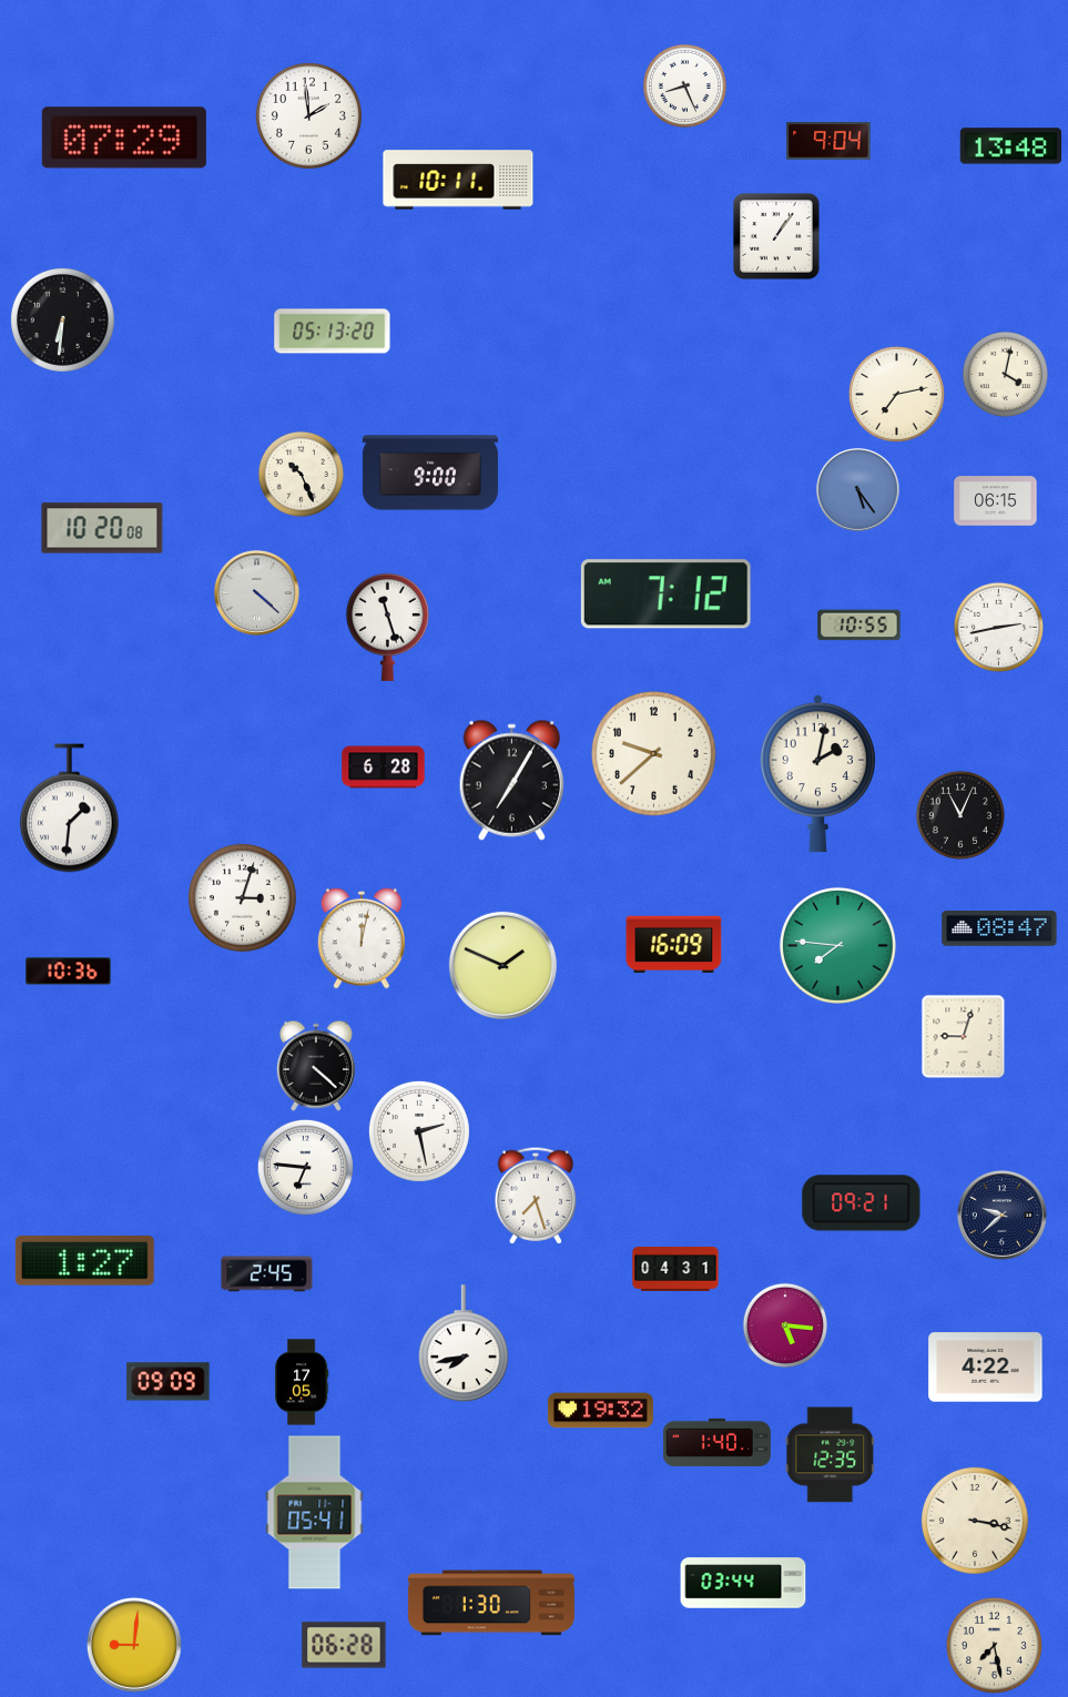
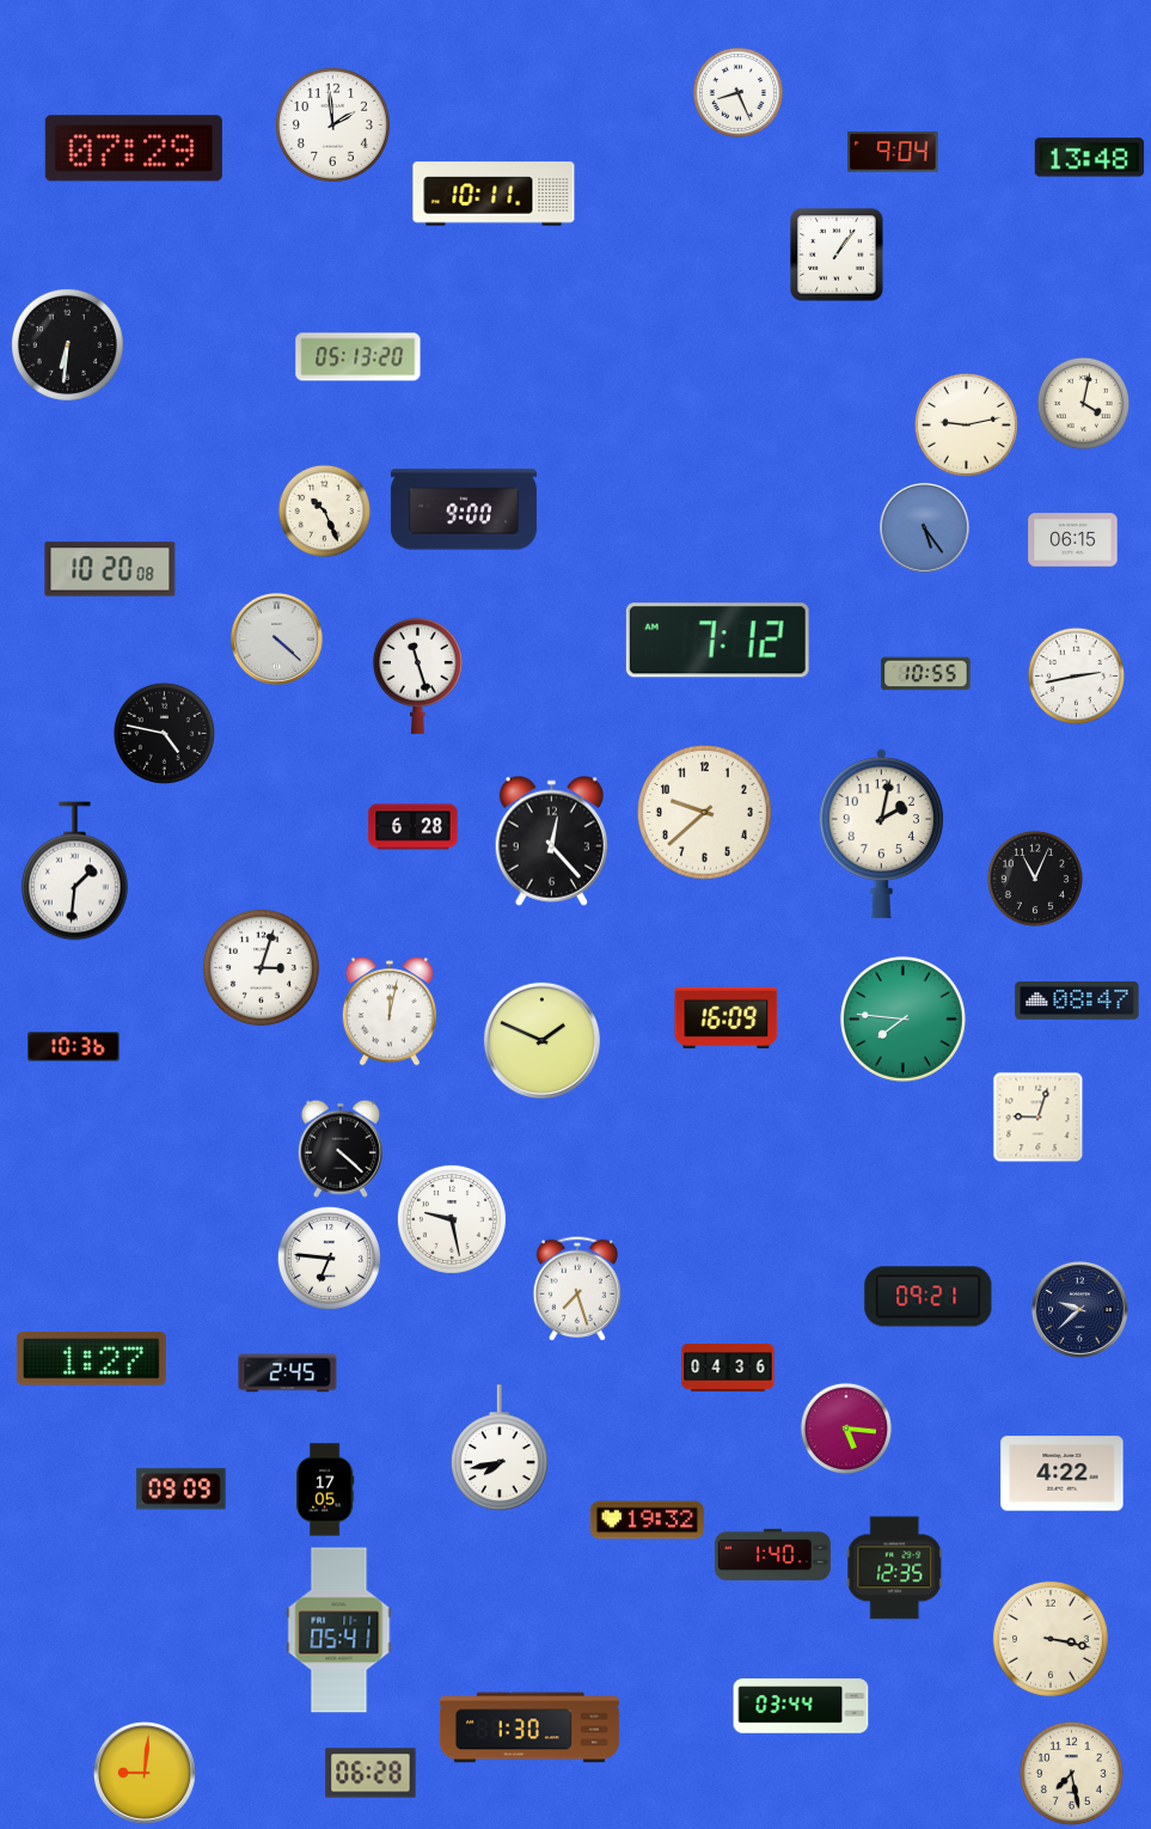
clock at (896, 394): 7:13 -> 9:13
clock at (164, 733): none -> 4:47
clock at (512, 780): 7:05 -> 12:23
clock at (419, 1131): 2:28 -> 9:28
clock at (675, 1270): 04:31 -> 04:36
